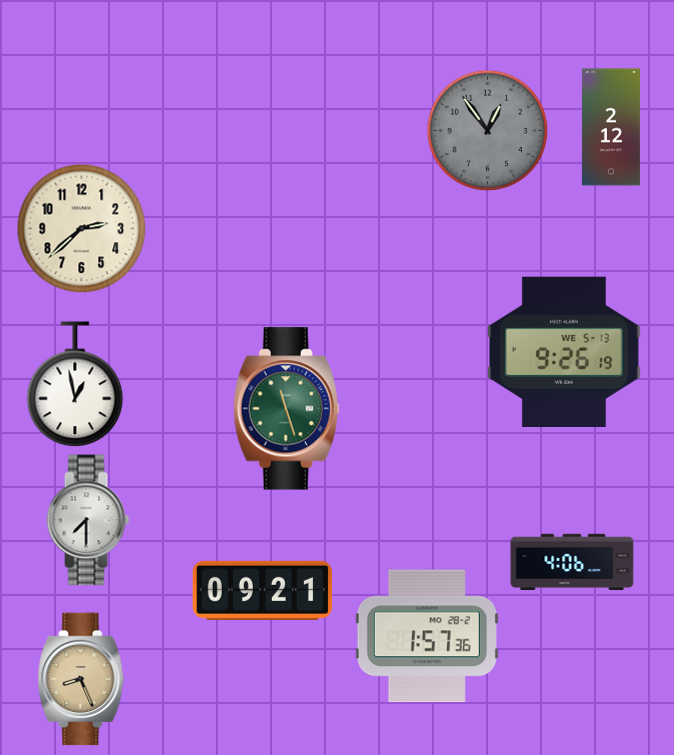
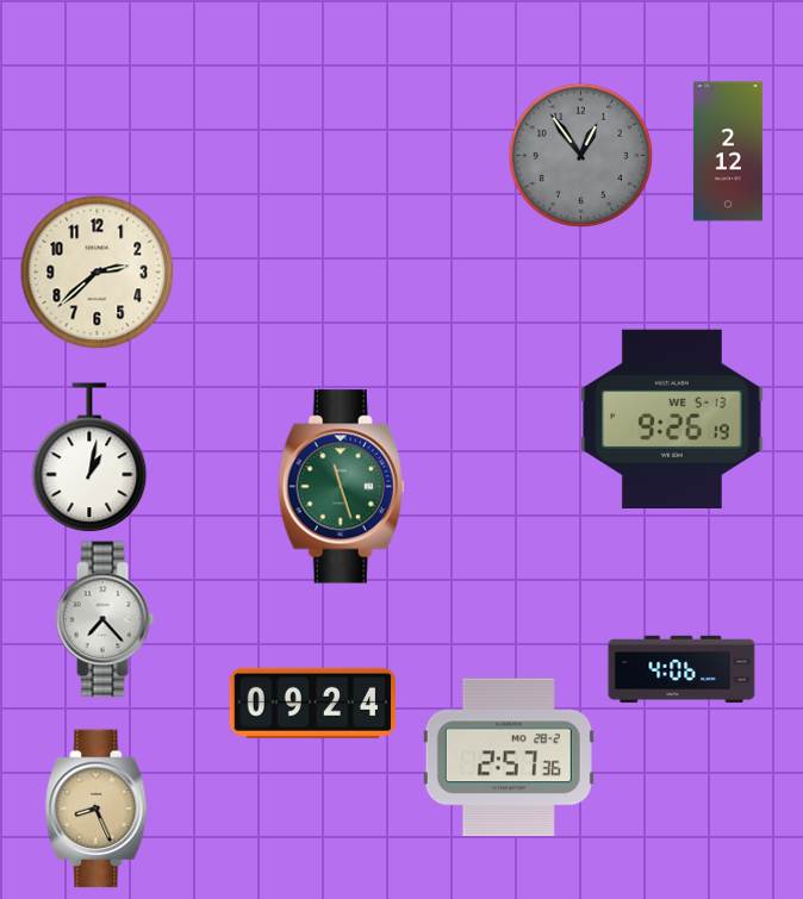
clock at (75, 384): 12:58 -> 1:02
clock at (88, 520): 7:30 -> 7:23
clock at (262, 590): 09:21 -> 09:24
clock at (427, 636): 1:57 -> 2:57
